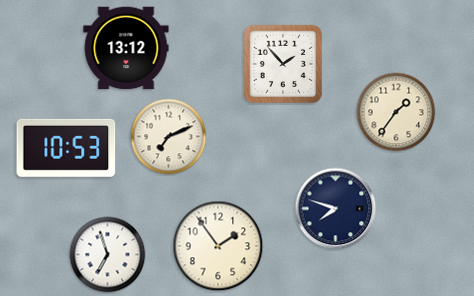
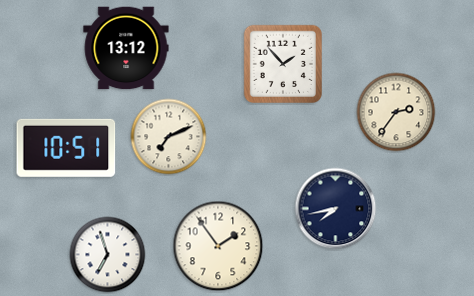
clock at (396, 112): 1:36 -> 2:36
clock at (66, 148): 10:53 -> 10:51
clock at (336, 209): 7:48 -> 7:43
